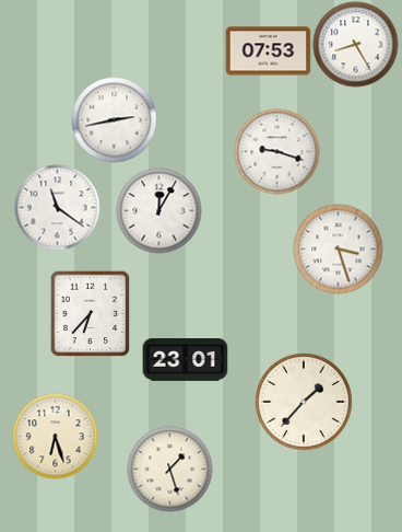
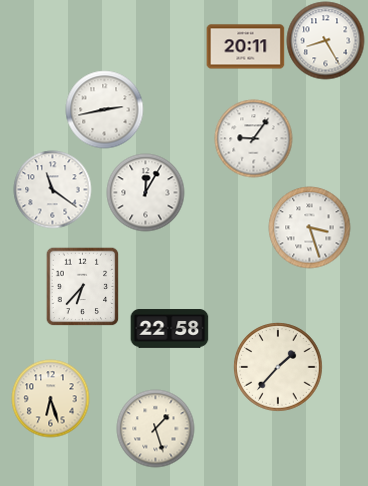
clock at (268, 51): 07:53 -> 20:11
clock at (276, 151): 9:18 -> 9:06
clock at (185, 360): 23:01 -> 22:58
